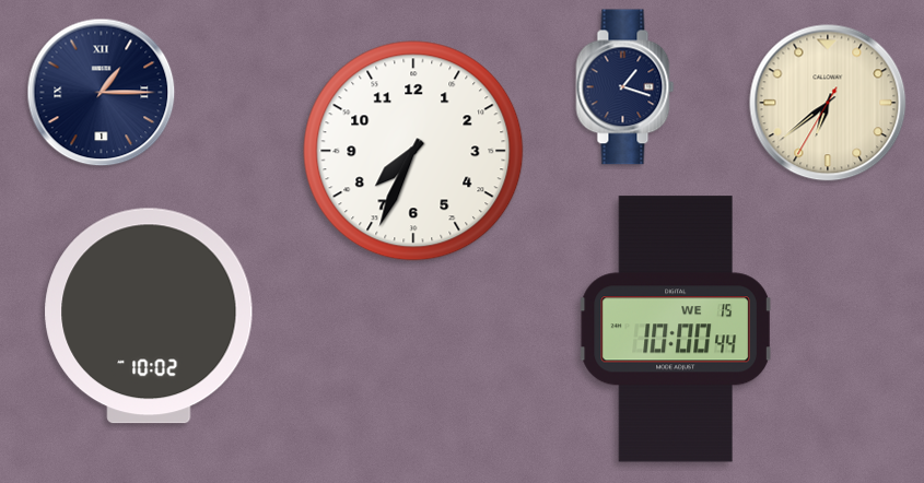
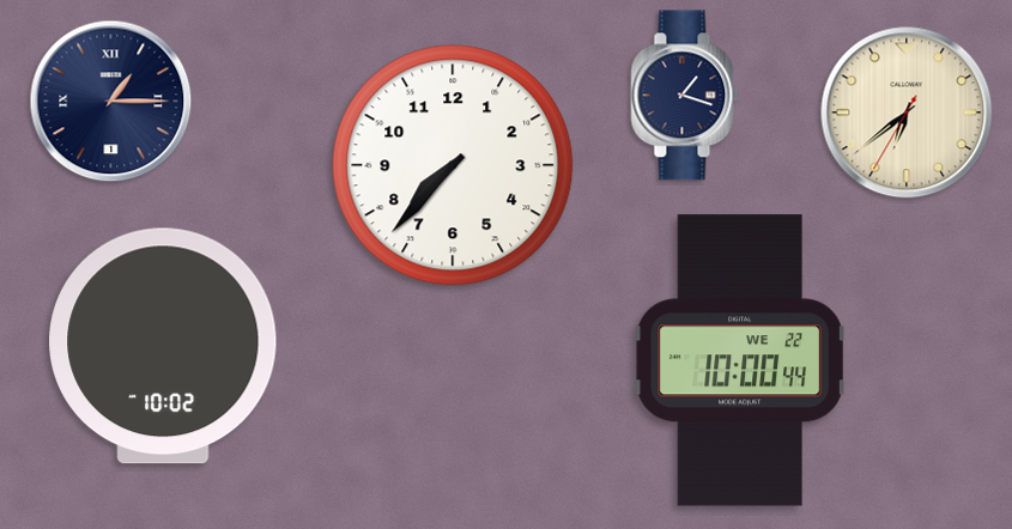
clock at (413, 151): 7:34 -> 7:37
clock at (676, 329) date: WE 15 -> WE 22
